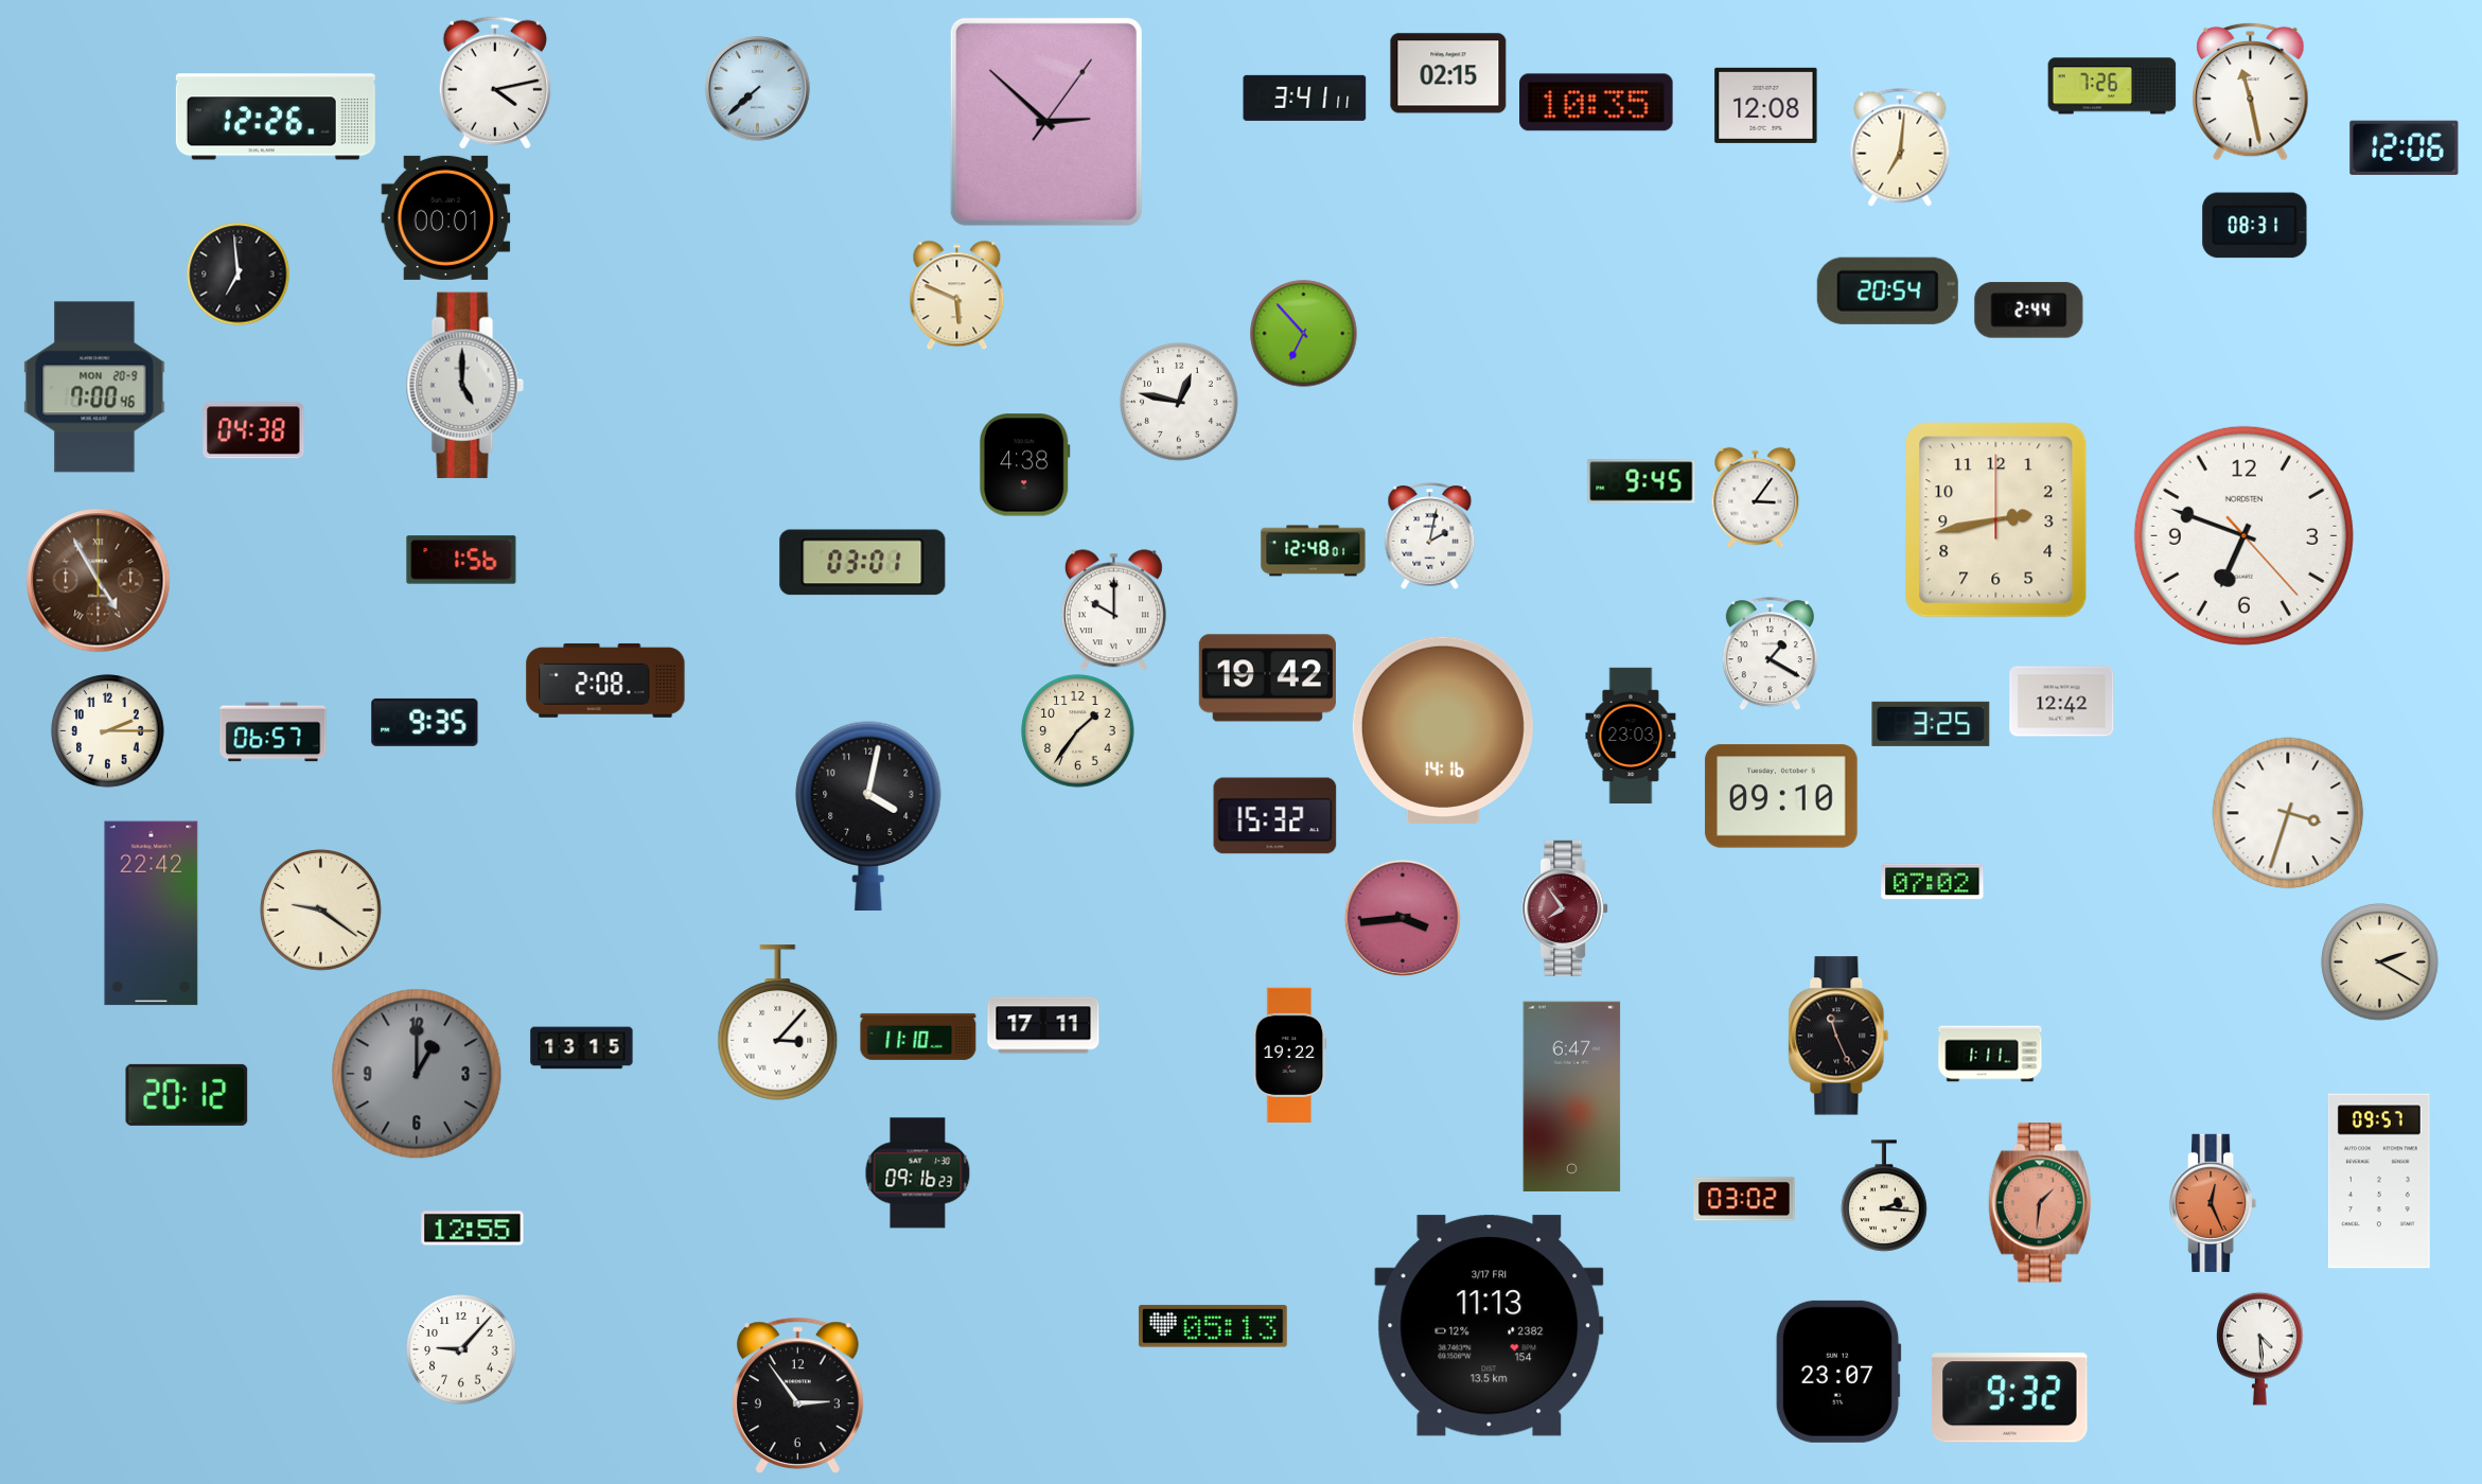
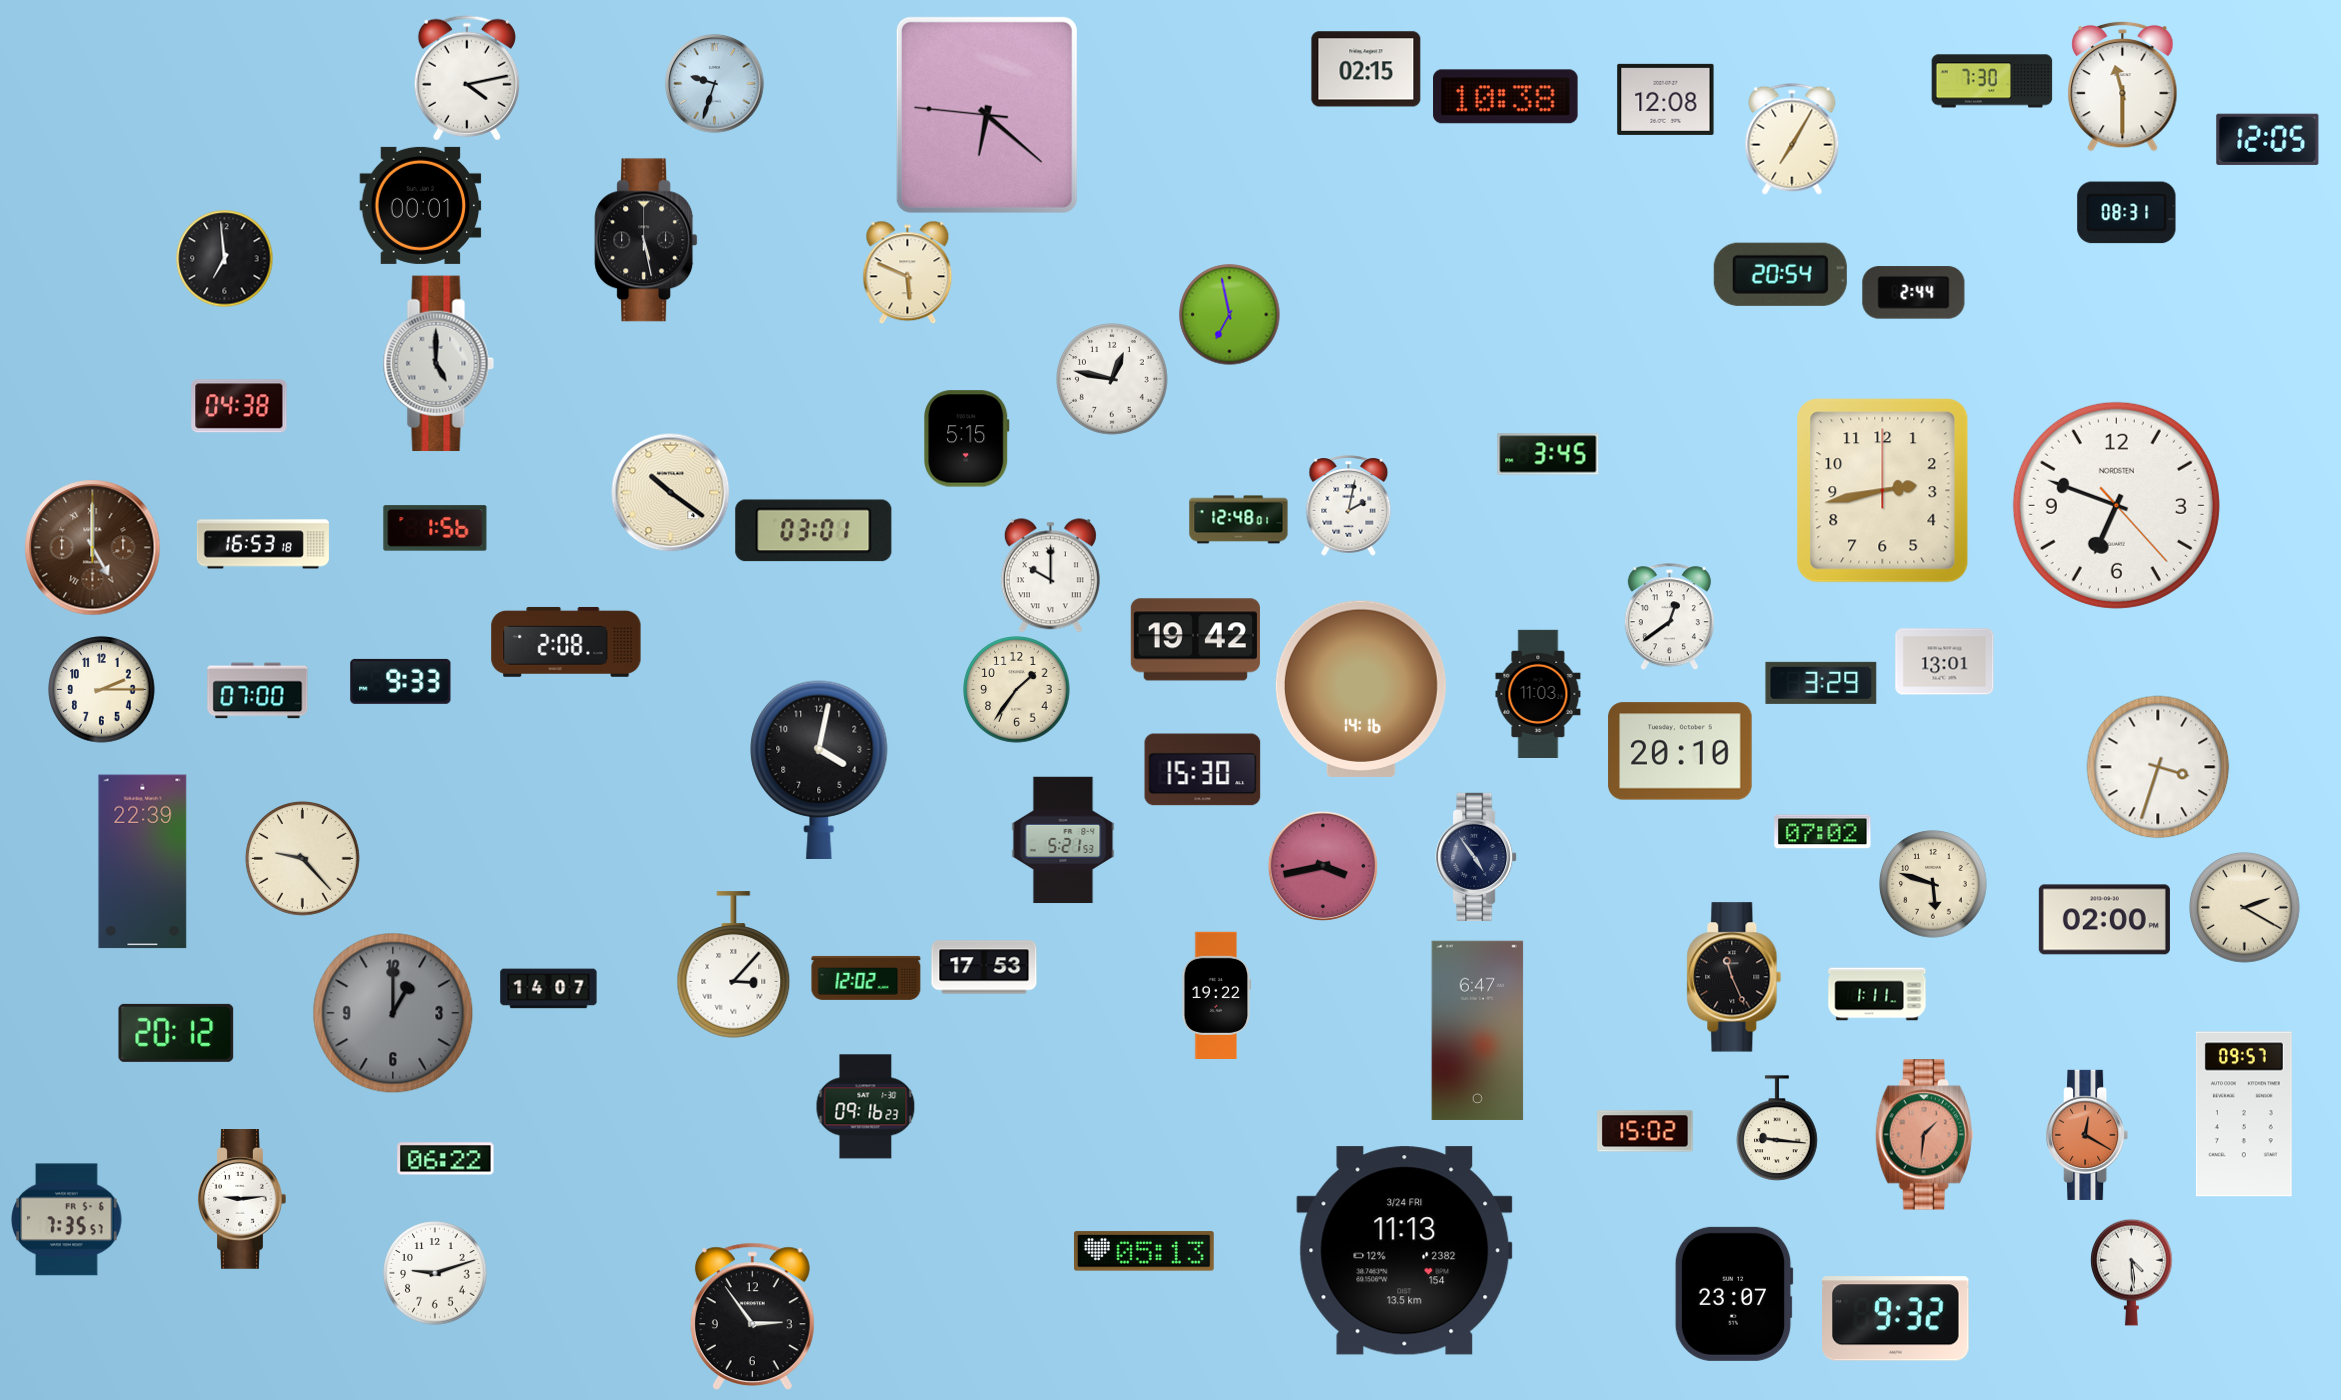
clock at (2112, 86): 7:26 -> 7:30
clock at (758, 89): 7:38 -> 9:33
clock at (2251, 91): 11:28 -> 11:30
clock at (1305, 98): 3:41 -> none
clock at (1597, 103): 10:35 -> 10:38
clock at (276, 117): 12:26 -> none
clock at (1046, 122): 2:52 -> 6:21
clock at (1900, 147): 7:01 -> 7:05
clock at (2405, 147): 12:06 -> 12:05
clock at (646, 240): none -> 5:28
clock at (957, 295) position: (957, 295) -> (908, 272)
clock at (1304, 334): 6:53 -> 6:58
clock at (94, 387): 7:00 -> none
clock at (1025, 465): 4:38 -> 5:15
clock at (1641, 481): 9:45 -> 3:45
clock at (1756, 497): 3:06 -> none
clock at (671, 493): none -> 10:21
clock at (263, 544): none -> 16:53
clock at (99, 581): 4:55 -> 5:00
clock at (1770, 654): 1:20 -> 12:39
clock at (605, 681) position: (605, 681) -> (566, 642)
clock at (2062, 702): 12:42 -> 13:01
clock at (425, 722): 9:35 -> 9:33
clock at (1931, 724): 3:25 -> 3:29
clock at (274, 732): 06:57 -> 07:00
clock at (1631, 735): 23:03 -> 11:03
clock at (1781, 796): 09:10 -> 20:10
clock at (1275, 816): 15:32 -> 15:30
clock at (1063, 840): none -> 5:21
clock at (1565, 908): 7:54 -> 4:54
clock at (1565, 908) dial: burgundy -> navy
clock at (320, 909): 9:21 -> 9:23
clock at (152, 914): 22:42 -> 22:39
clock at (1403, 918): 3:44 -> 3:43
clock at (1933, 884): none -> 5:48
clock at (2104, 920): none -> 02:00
clock at (1043, 1025): 17:11 -> 17:53
clock at (918, 1037): 11:10 -> 12:02
clock at (582, 1048): 13:15 -> 14:07
clock at (1572, 1096) position: (1572, 1096) -> (1478, 1030)
clock at (1884, 1196): 2:16 -> 9:16
clock at (1744, 1199): 03:02 -> 15:02
clock at (2213, 1203): 12:26 -> 12:20
clock at (473, 1229): 12:55 -> 06:22
clock at (242, 1200): none -> 9:14
clock at (67, 1220): none -> 7:35
clock at (1490, 1326) date: 3/17 FRI -> 3/24 FRI
clock at (461, 1349): 9:07 -> 9:12
